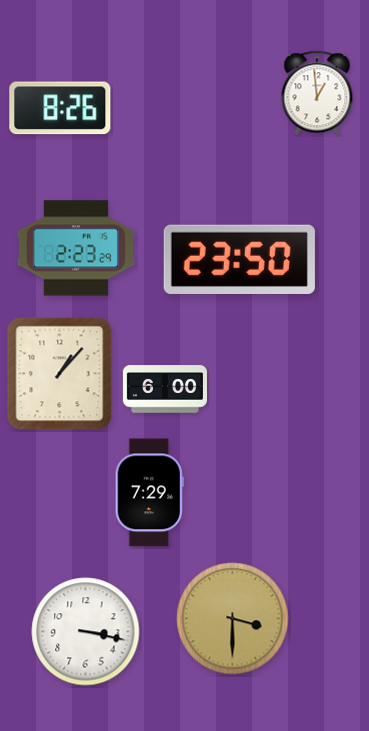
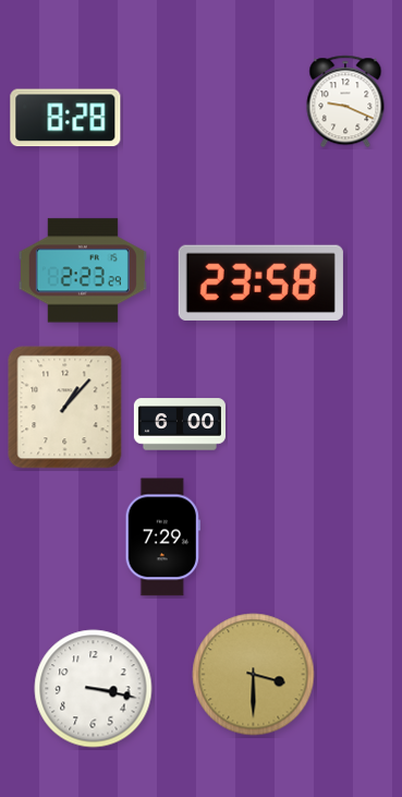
clock at (317, 93): 12:59 -> 9:19
clock at (60, 108): 8:26 -> 8:28
clock at (239, 259): 23:50 -> 23:58
